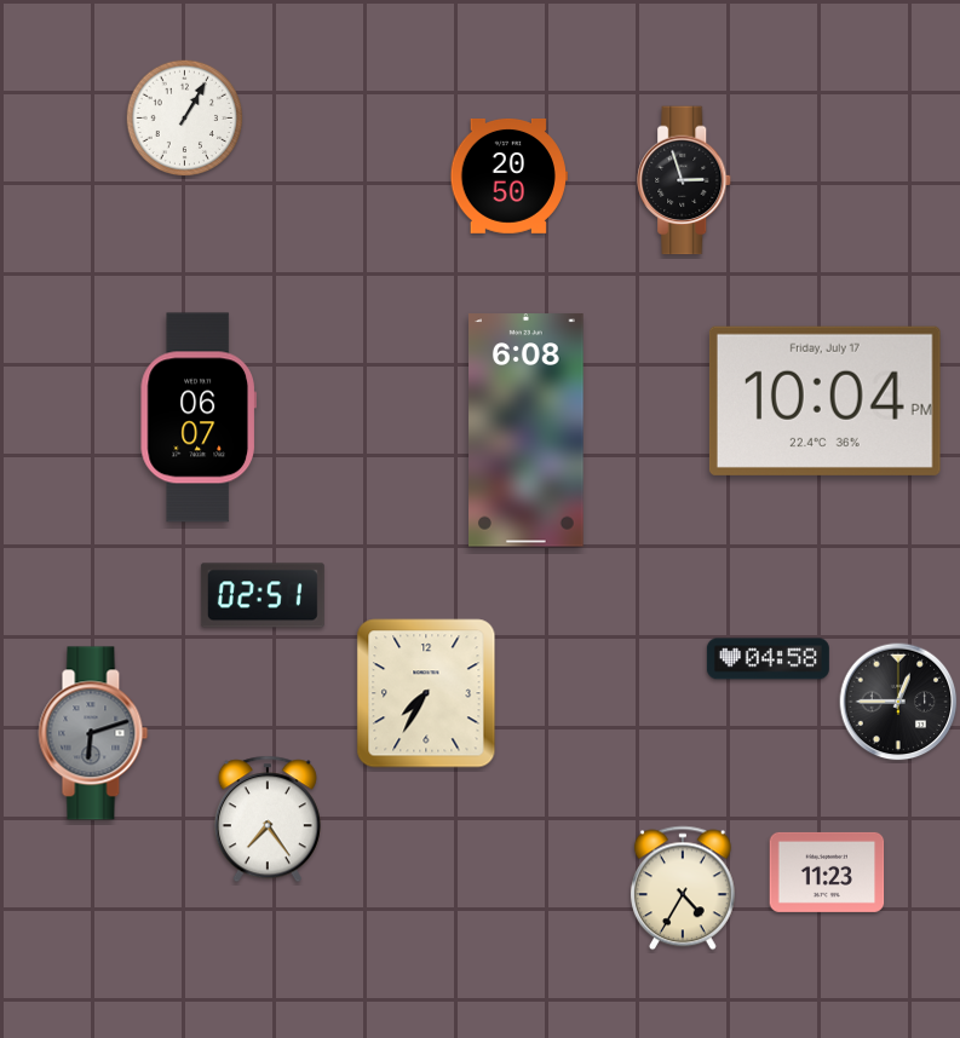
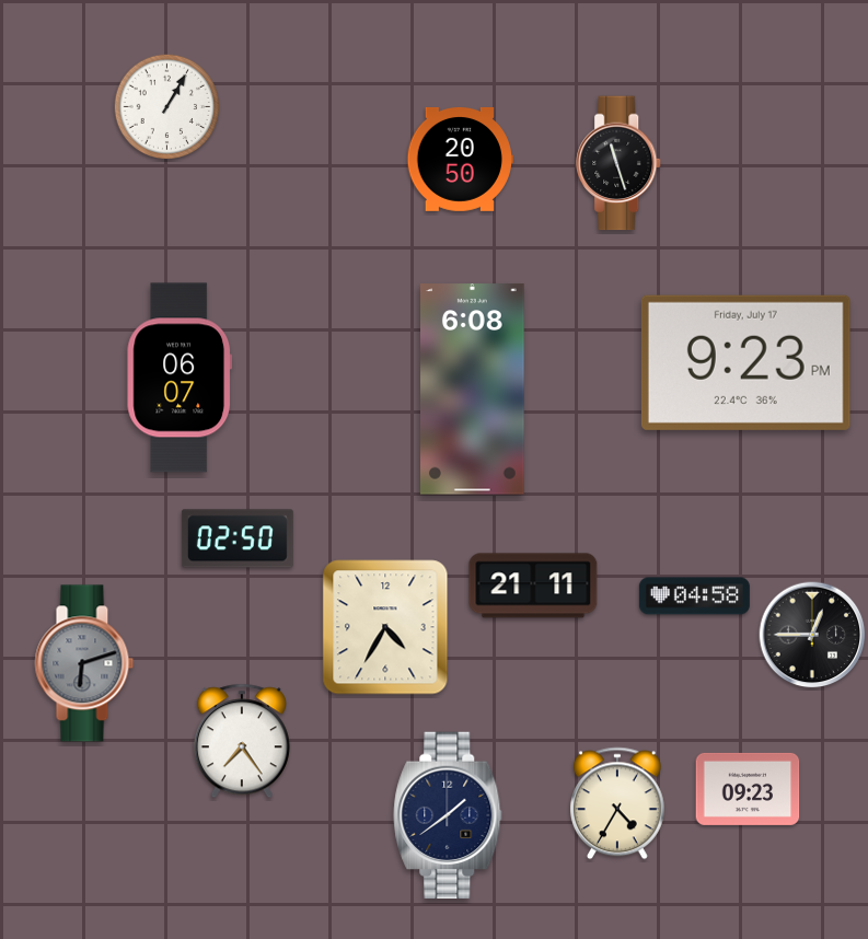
clock at (685, 180): 2:57 -> 11:27
clock at (824, 400): 10:04 -> 9:23
clock at (527, 431) position: (527, 431) -> (473, 390)
clock at (263, 595): 02:51 -> 02:50
clock at (533, 586): none -> 21:11
clock at (426, 693): 7:35 -> 4:35
clock at (827, 872): 11:23 -> 09:23
clock at (448, 815): none -> 1:39
